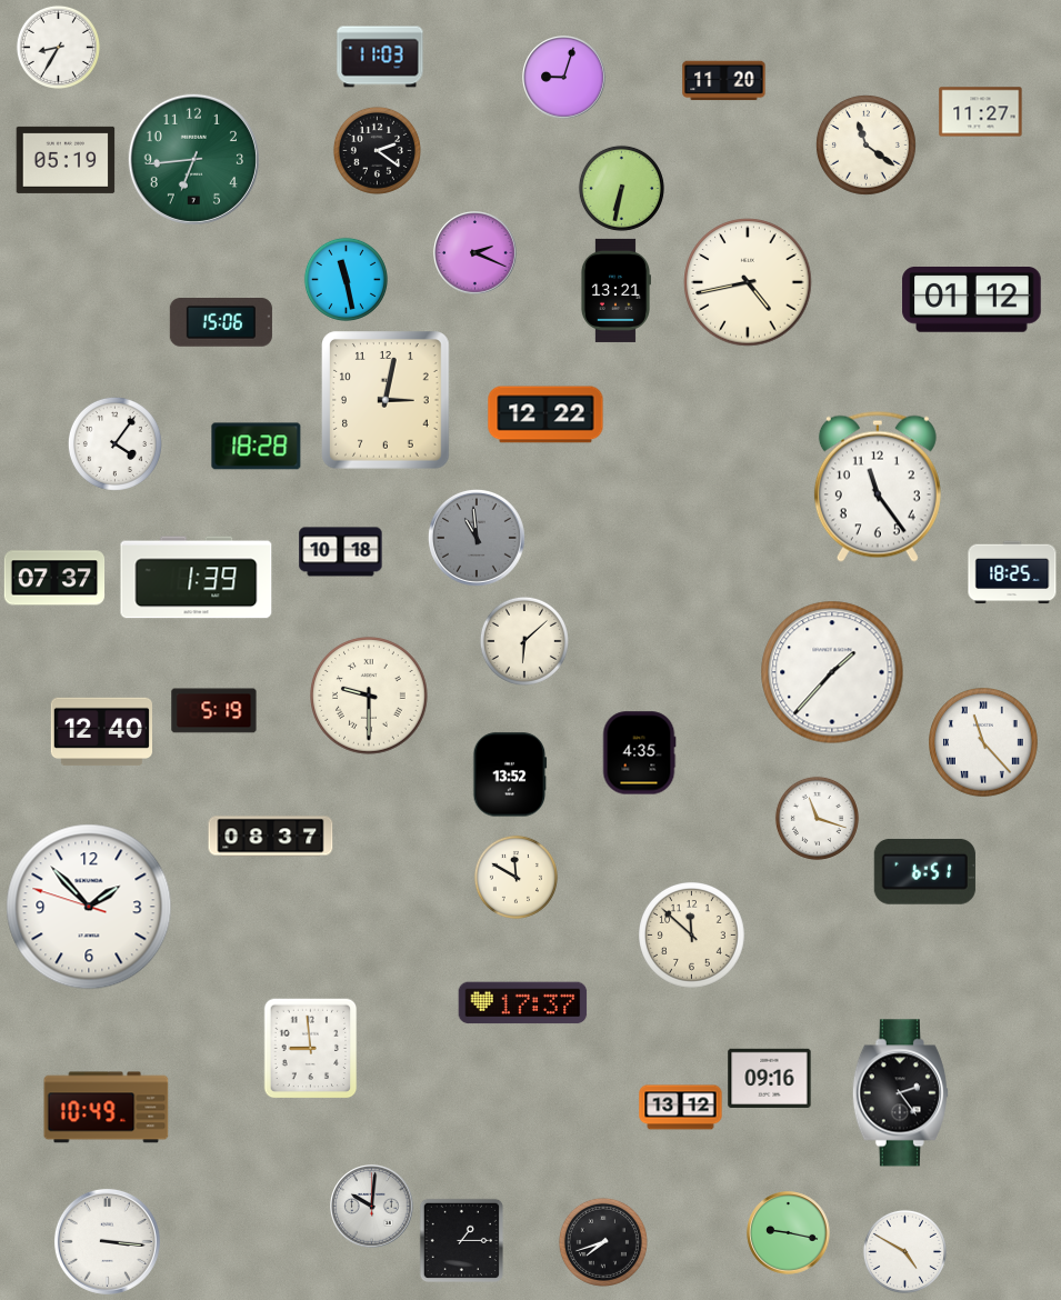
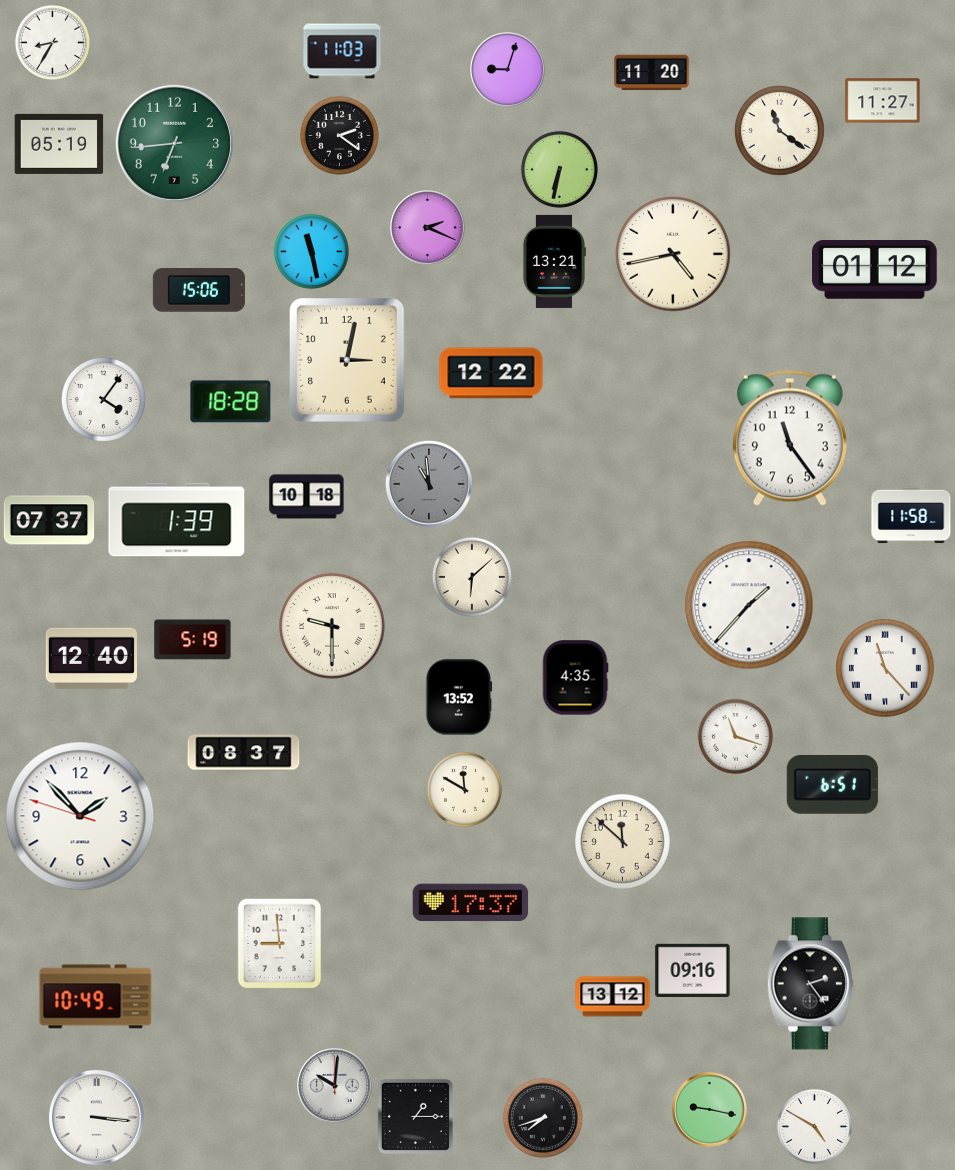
clock at (1012, 572): 18:25 -> 11:58
